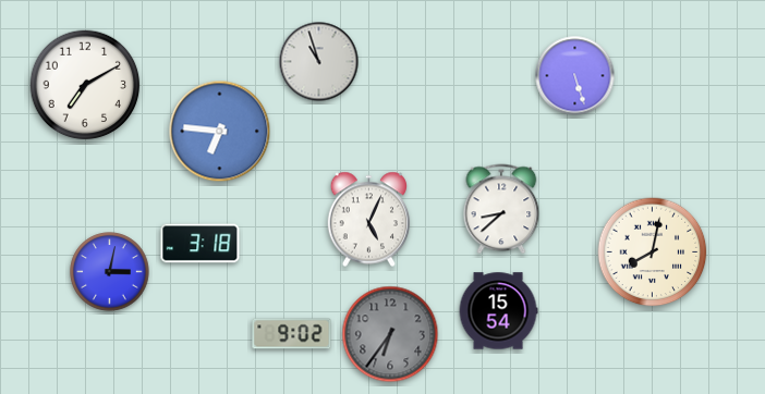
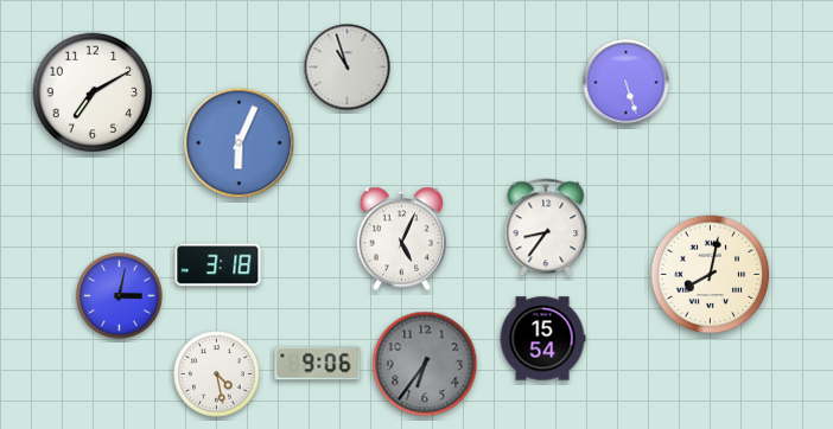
clock at (220, 132): 6:46 -> 6:04
clock at (501, 209): 8:38 -> 8:36
clock at (292, 334): 9:02 -> 9:06
clock at (217, 374): none -> 4:28
